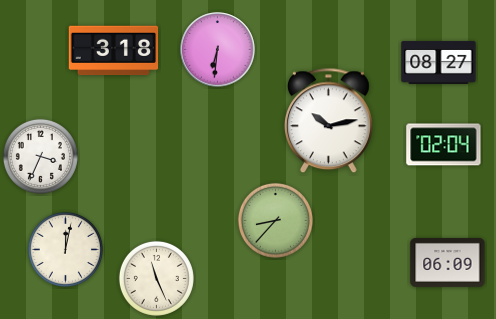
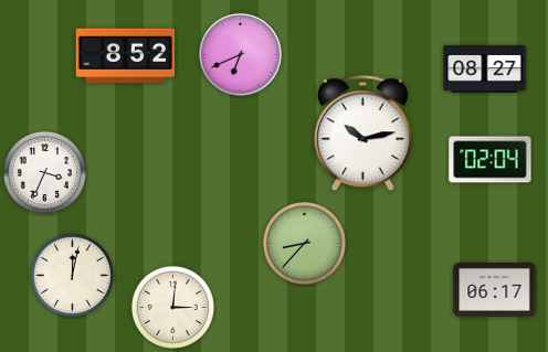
clock at (218, 50): 6:31 -> 6:41
clock at (114, 51): 3:18 -> 8:52
clock at (448, 262): 06:09 -> 06:17
clock at (156, 278): 11:26 -> 3:01
